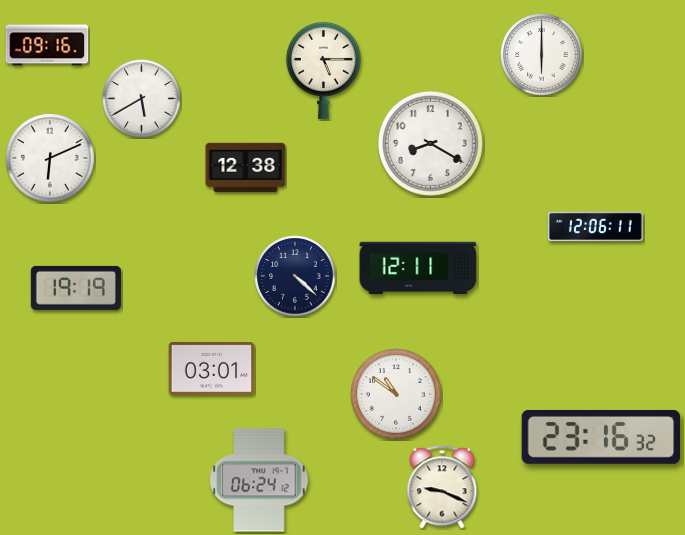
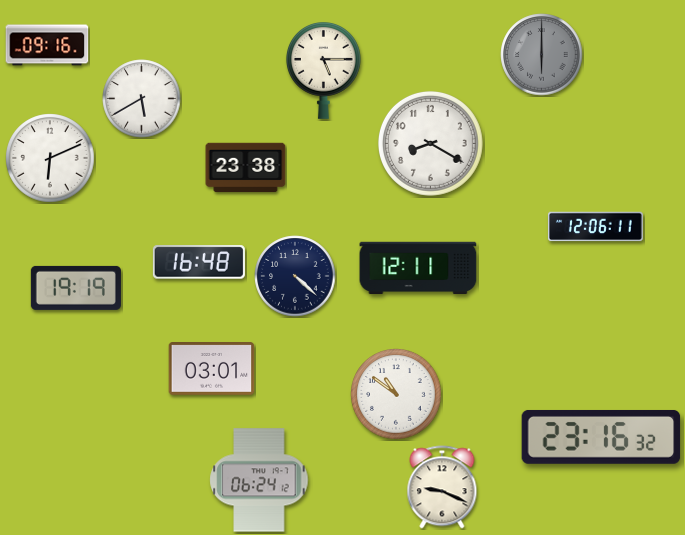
clock at (542, 55) dial: white -> grey
clock at (246, 168): 12:38 -> 23:38
clock at (199, 262): none -> 16:48
